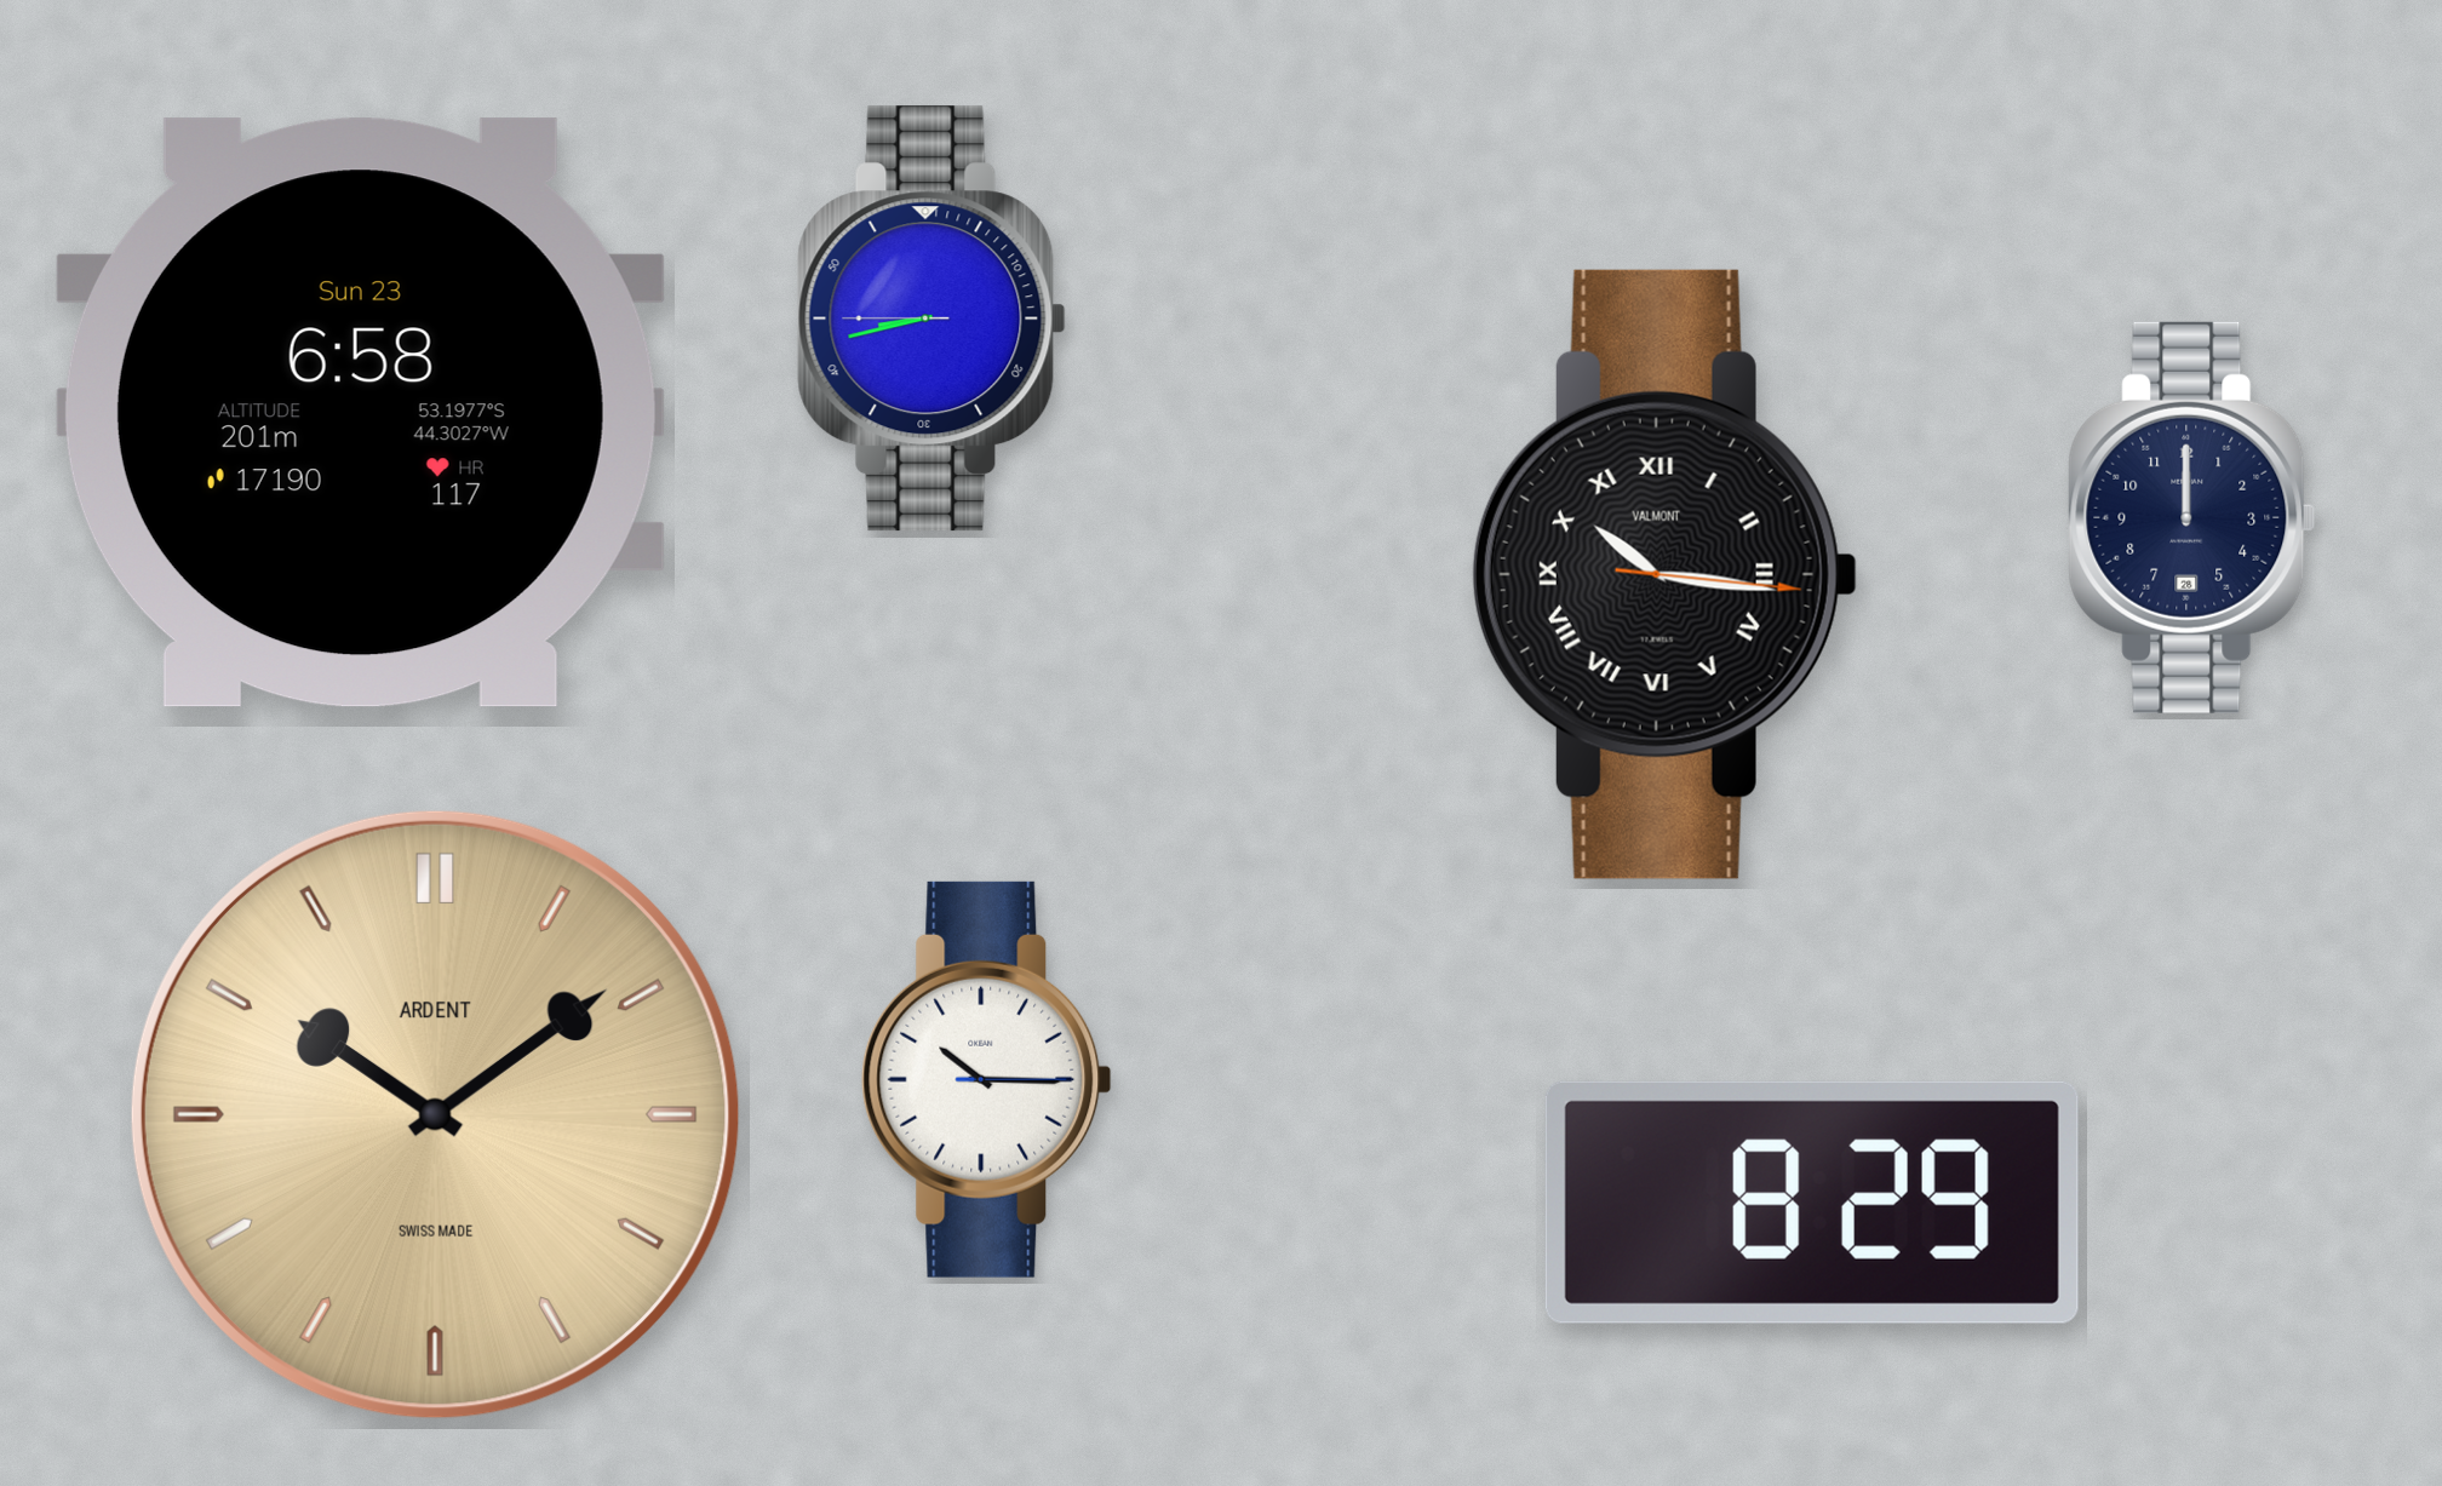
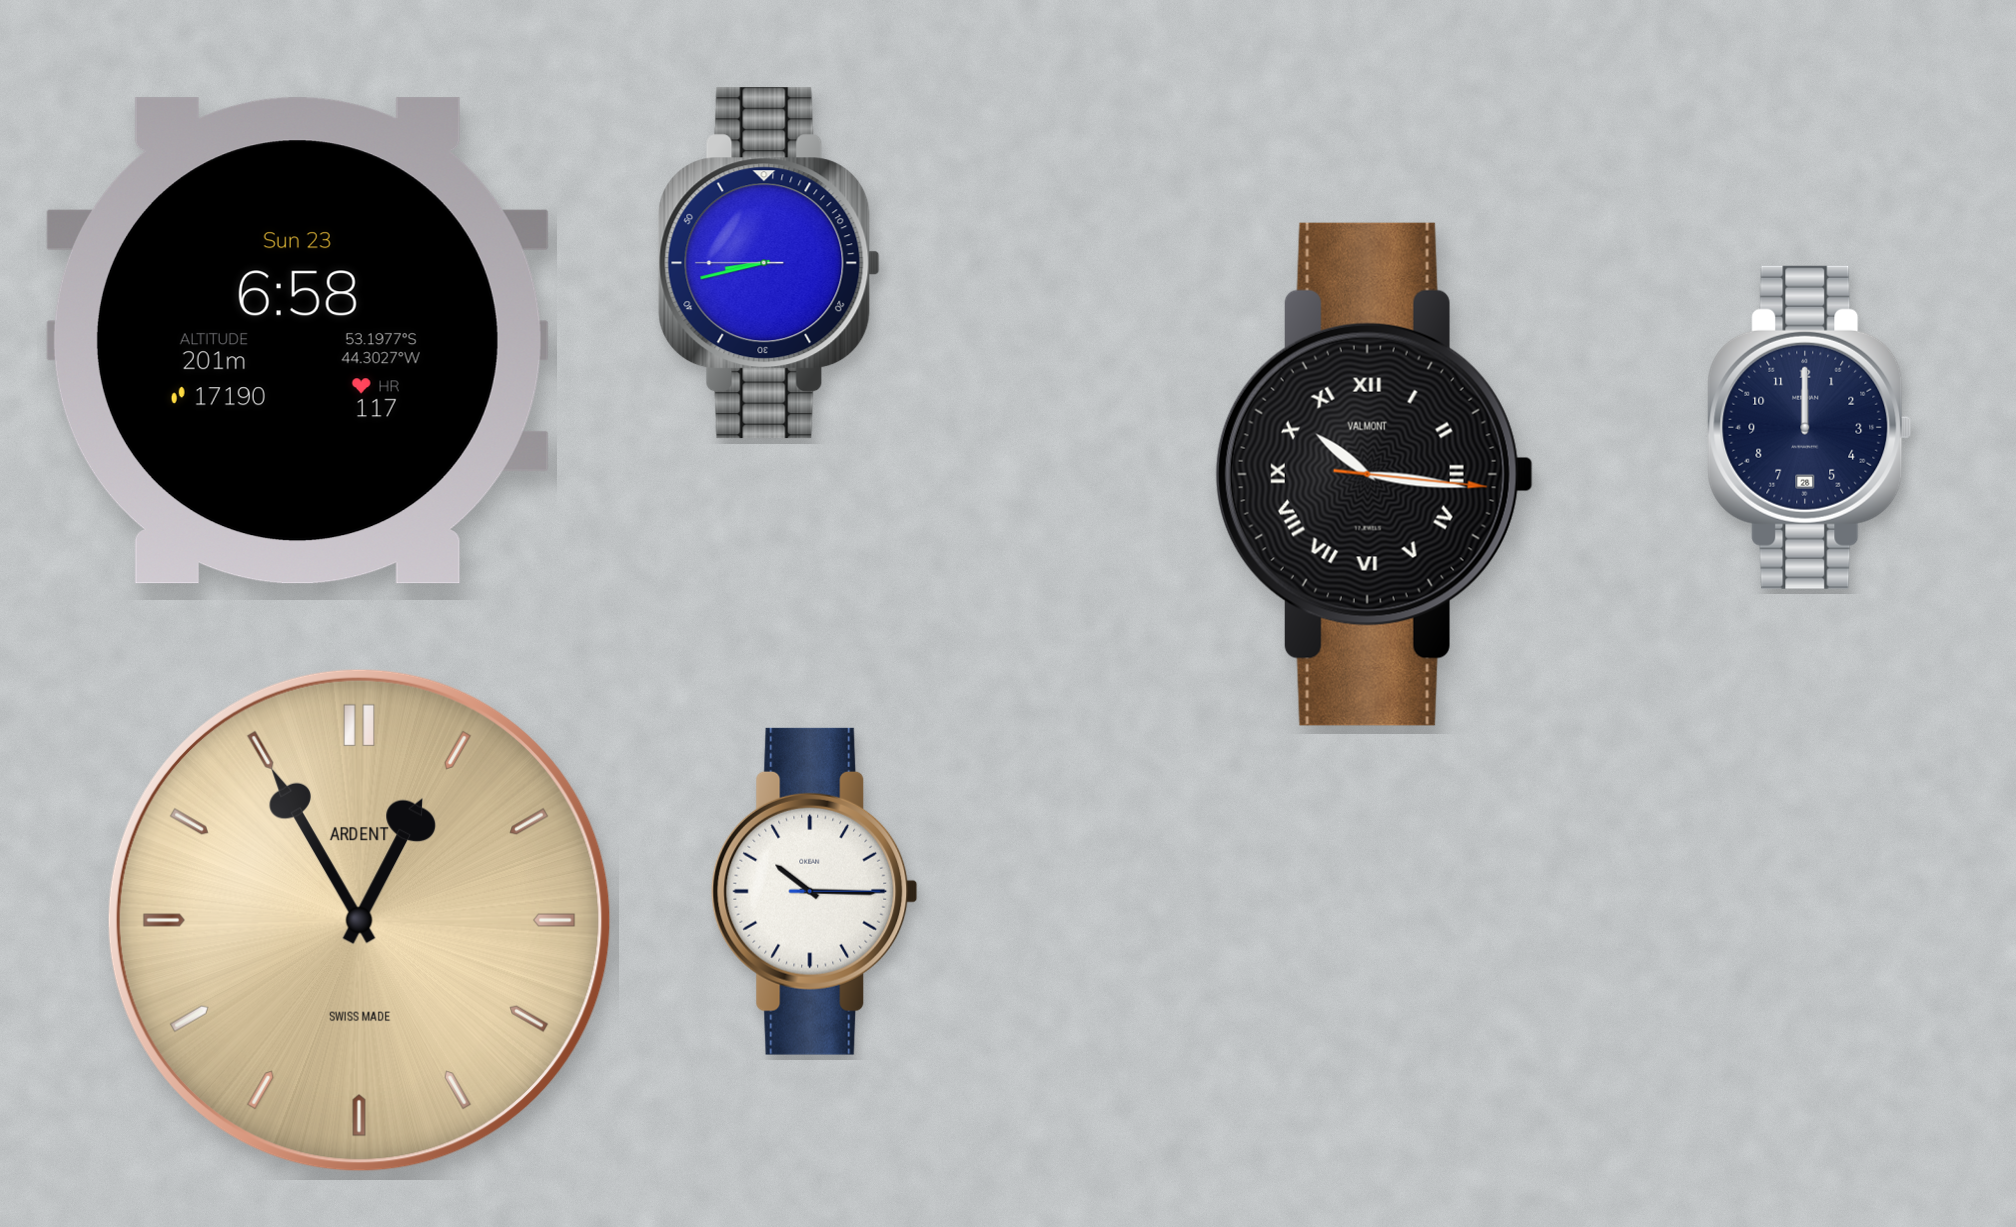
clock at (435, 1114): 10:09 -> 12:55
clock at (1812, 1203): 8:29 -> none
